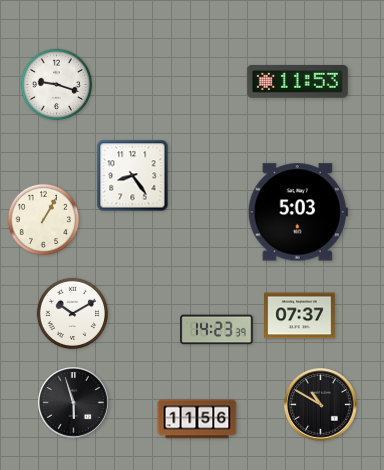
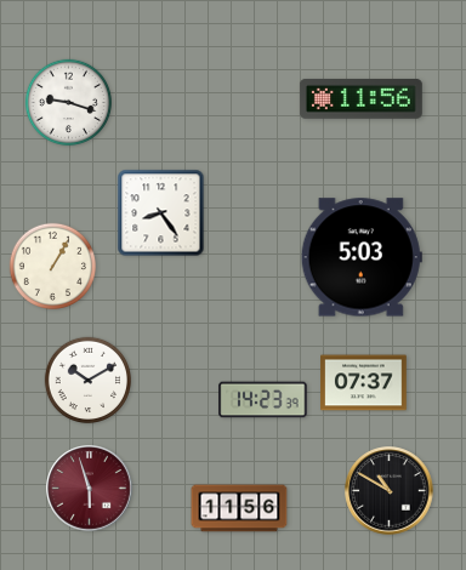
clock at (297, 81): 11:53 -> 11:56
clock at (74, 403) dial: black -> burgundy
